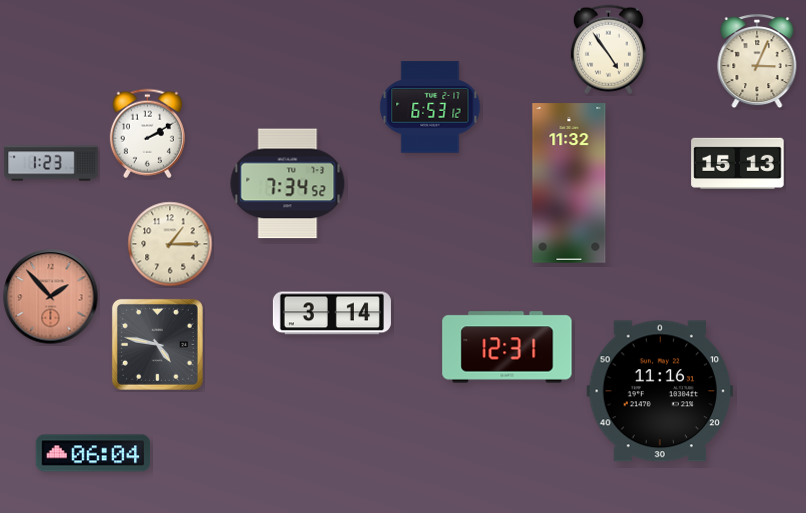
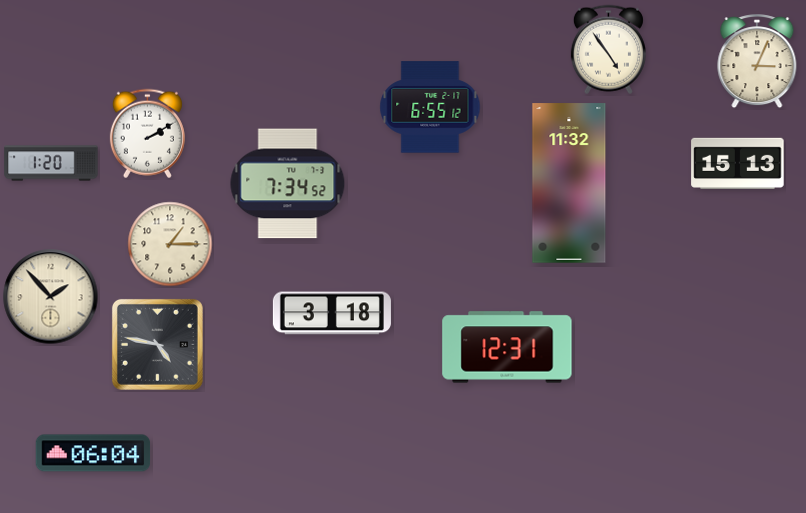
clock at (430, 107): 6:53 -> 6:55
clock at (51, 163): 1:23 -> 1:20
clock at (51, 297) dial: salmon -> cream
clock at (332, 313): 3:14 -> 3:18
clock at (660, 391): 11:16 -> none
